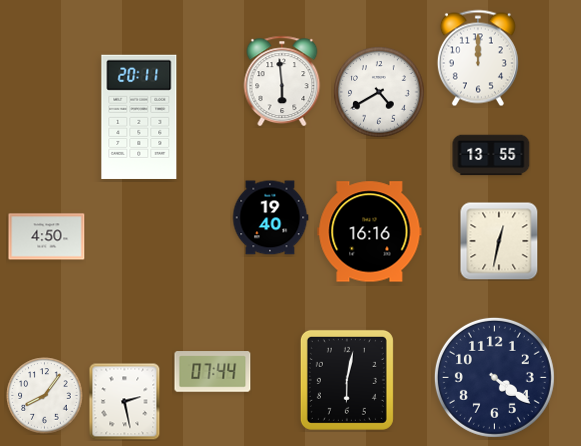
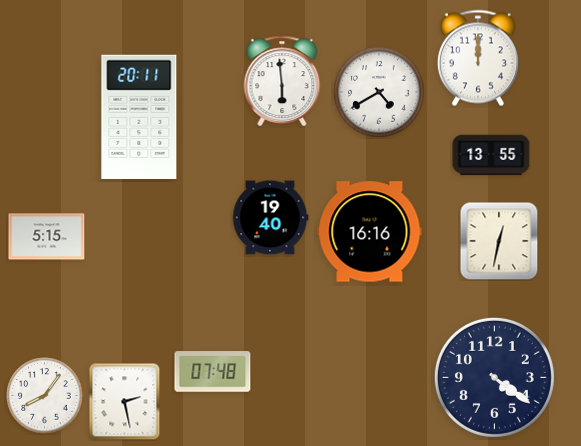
clock at (47, 237): 4:50 -> 5:15
clock at (213, 372): 07:44 -> 07:48
clock at (347, 380): 6:02 -> none
